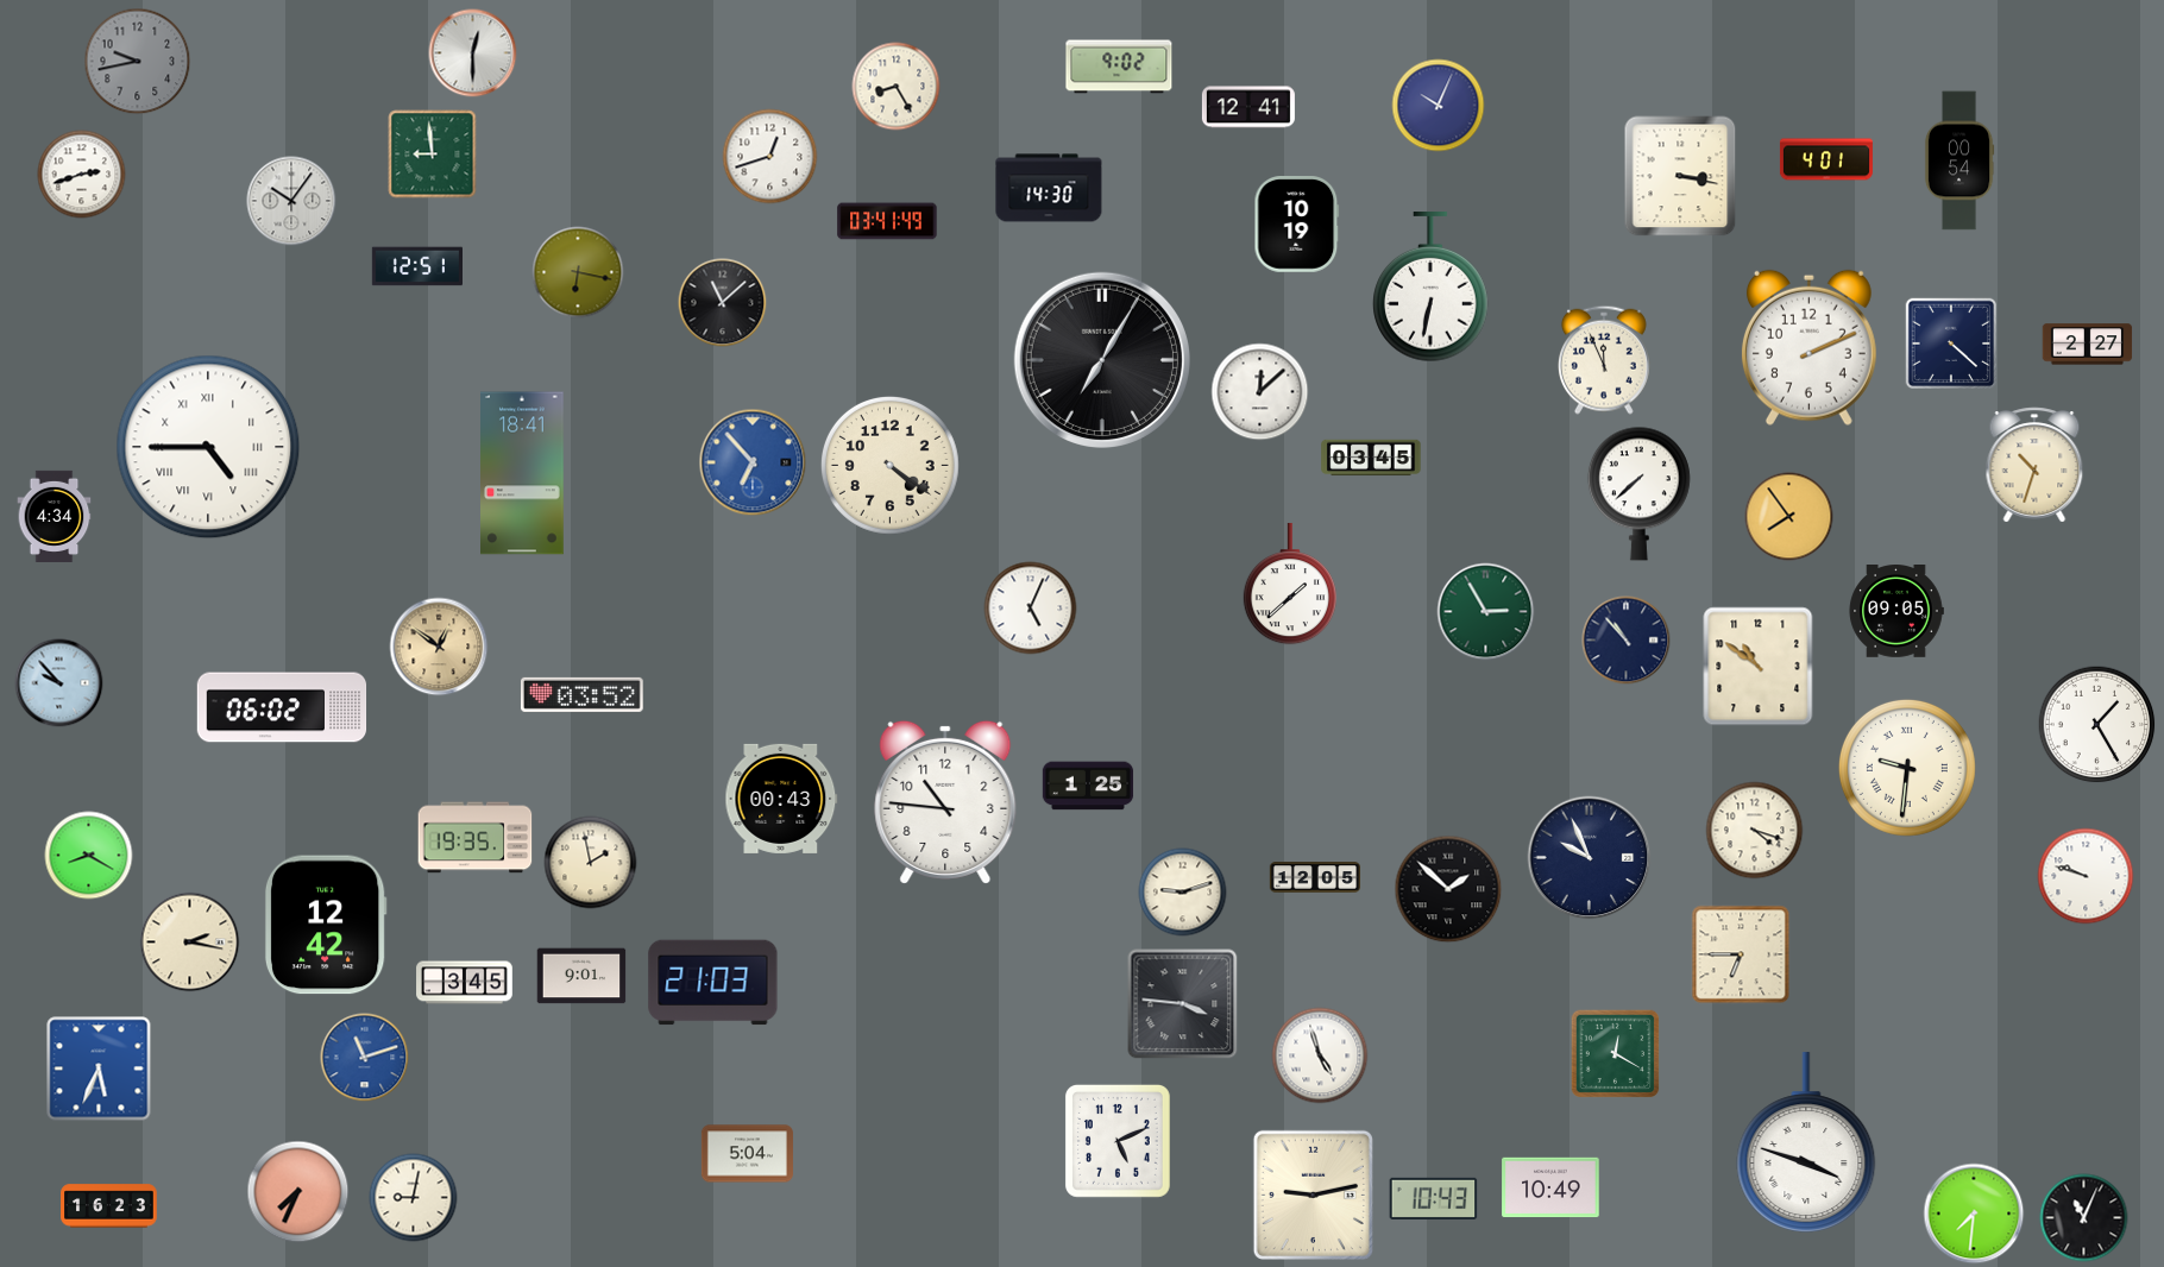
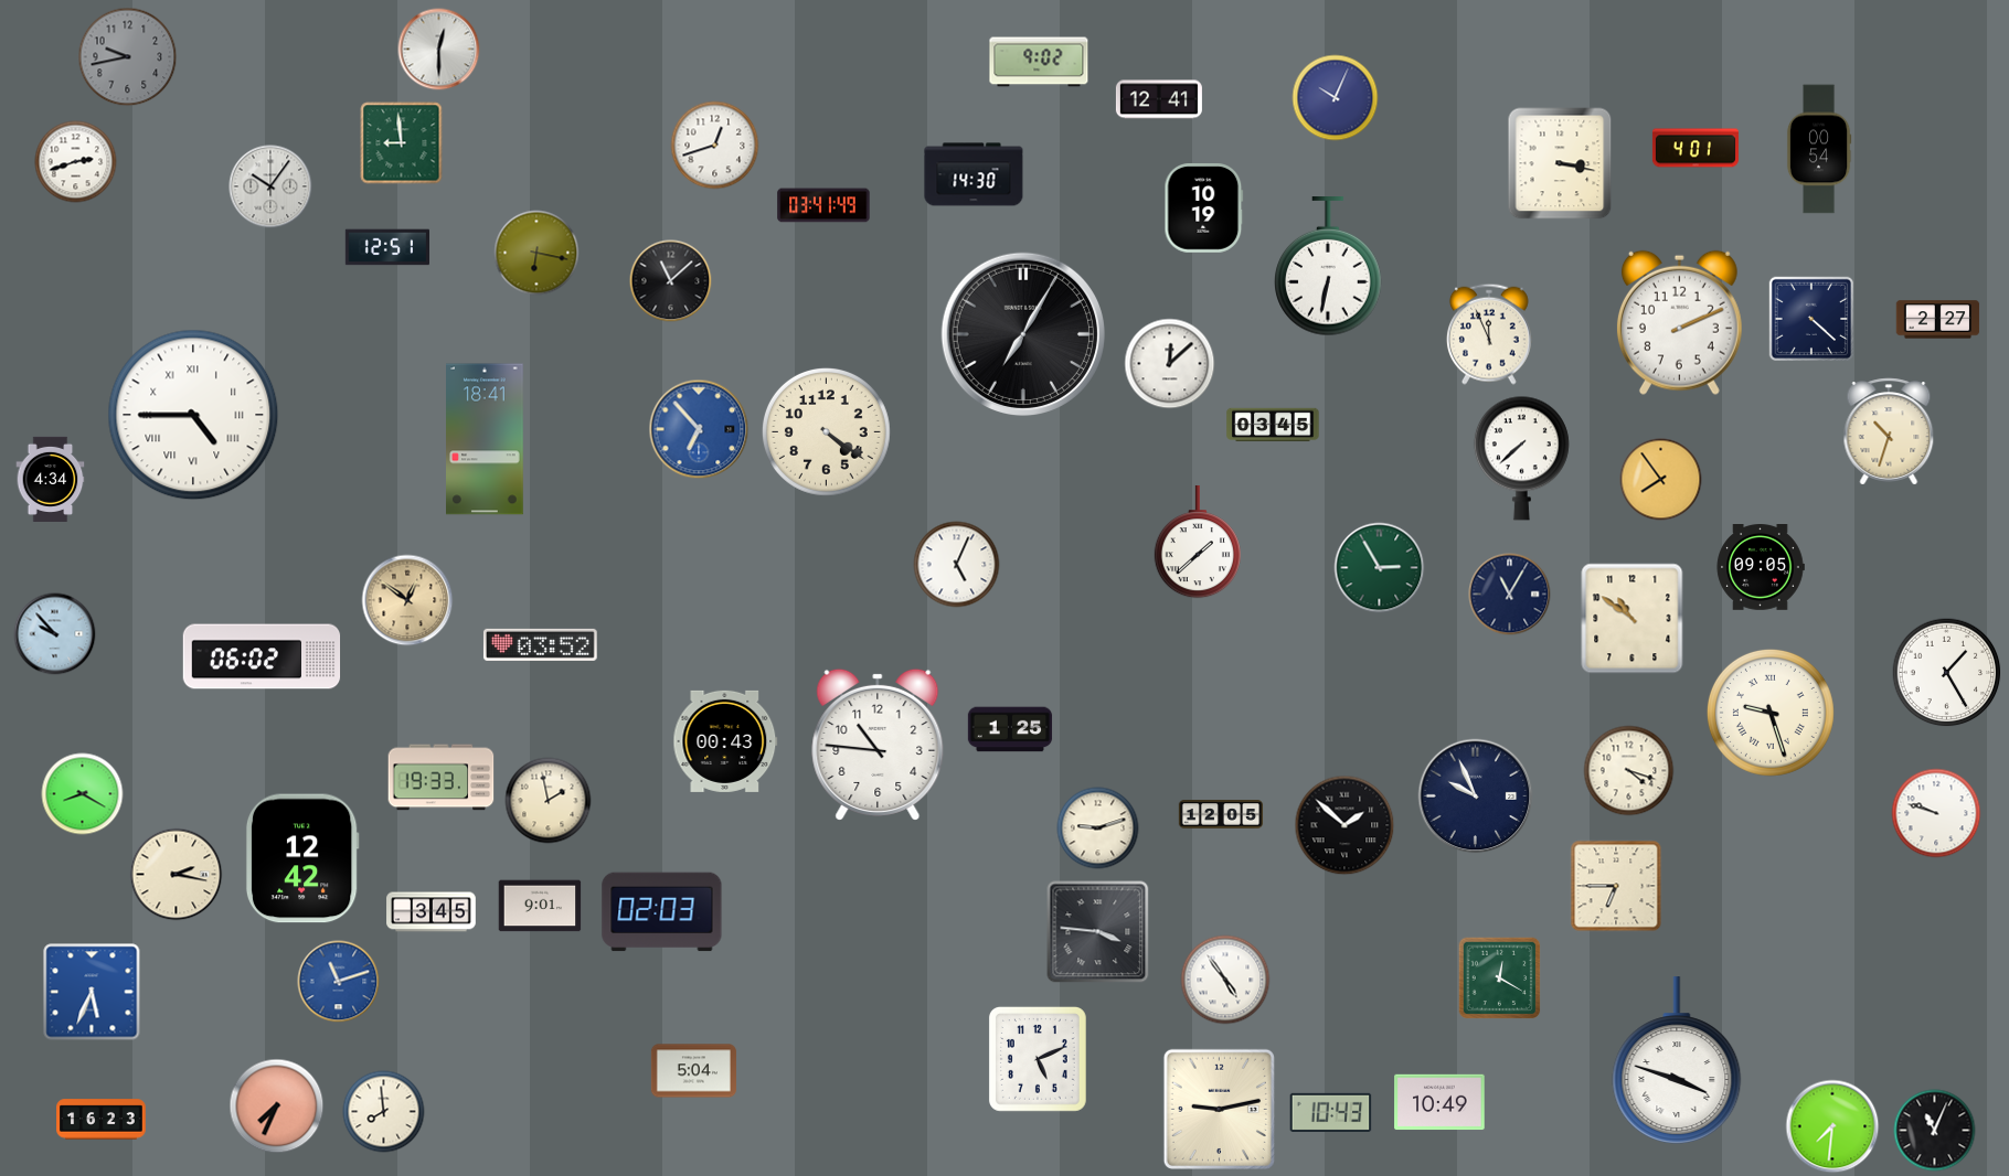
clock at (897, 87): 8:25 -> none
clock at (1627, 641): 10:53 -> 11:05
clock at (1907, 768): 9:31 -> 9:27
clock at (476, 838): 19:35 -> 19:33
clock at (713, 983): 21:03 -> 02:03
clock at (1320, 1055): 4:57 -> 4:54
clock at (414, 1198): 9:02 -> 7:59
